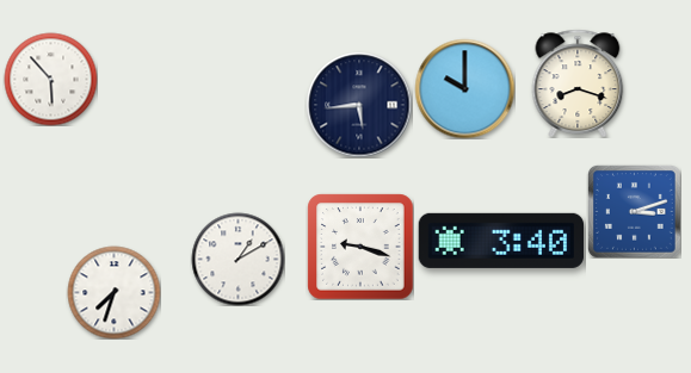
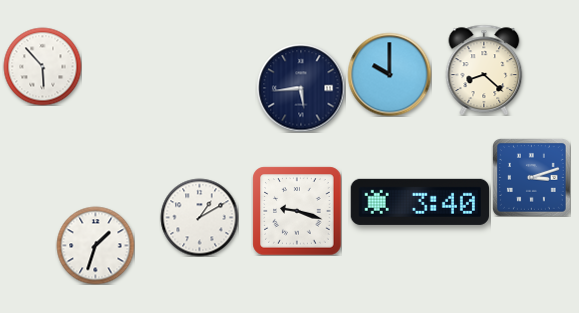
clock at (578, 83): 8:18 -> 8:22
clock at (360, 247) position: (360, 247) -> (297, 211)
clock at (113, 292): 7:33 -> 1:33
